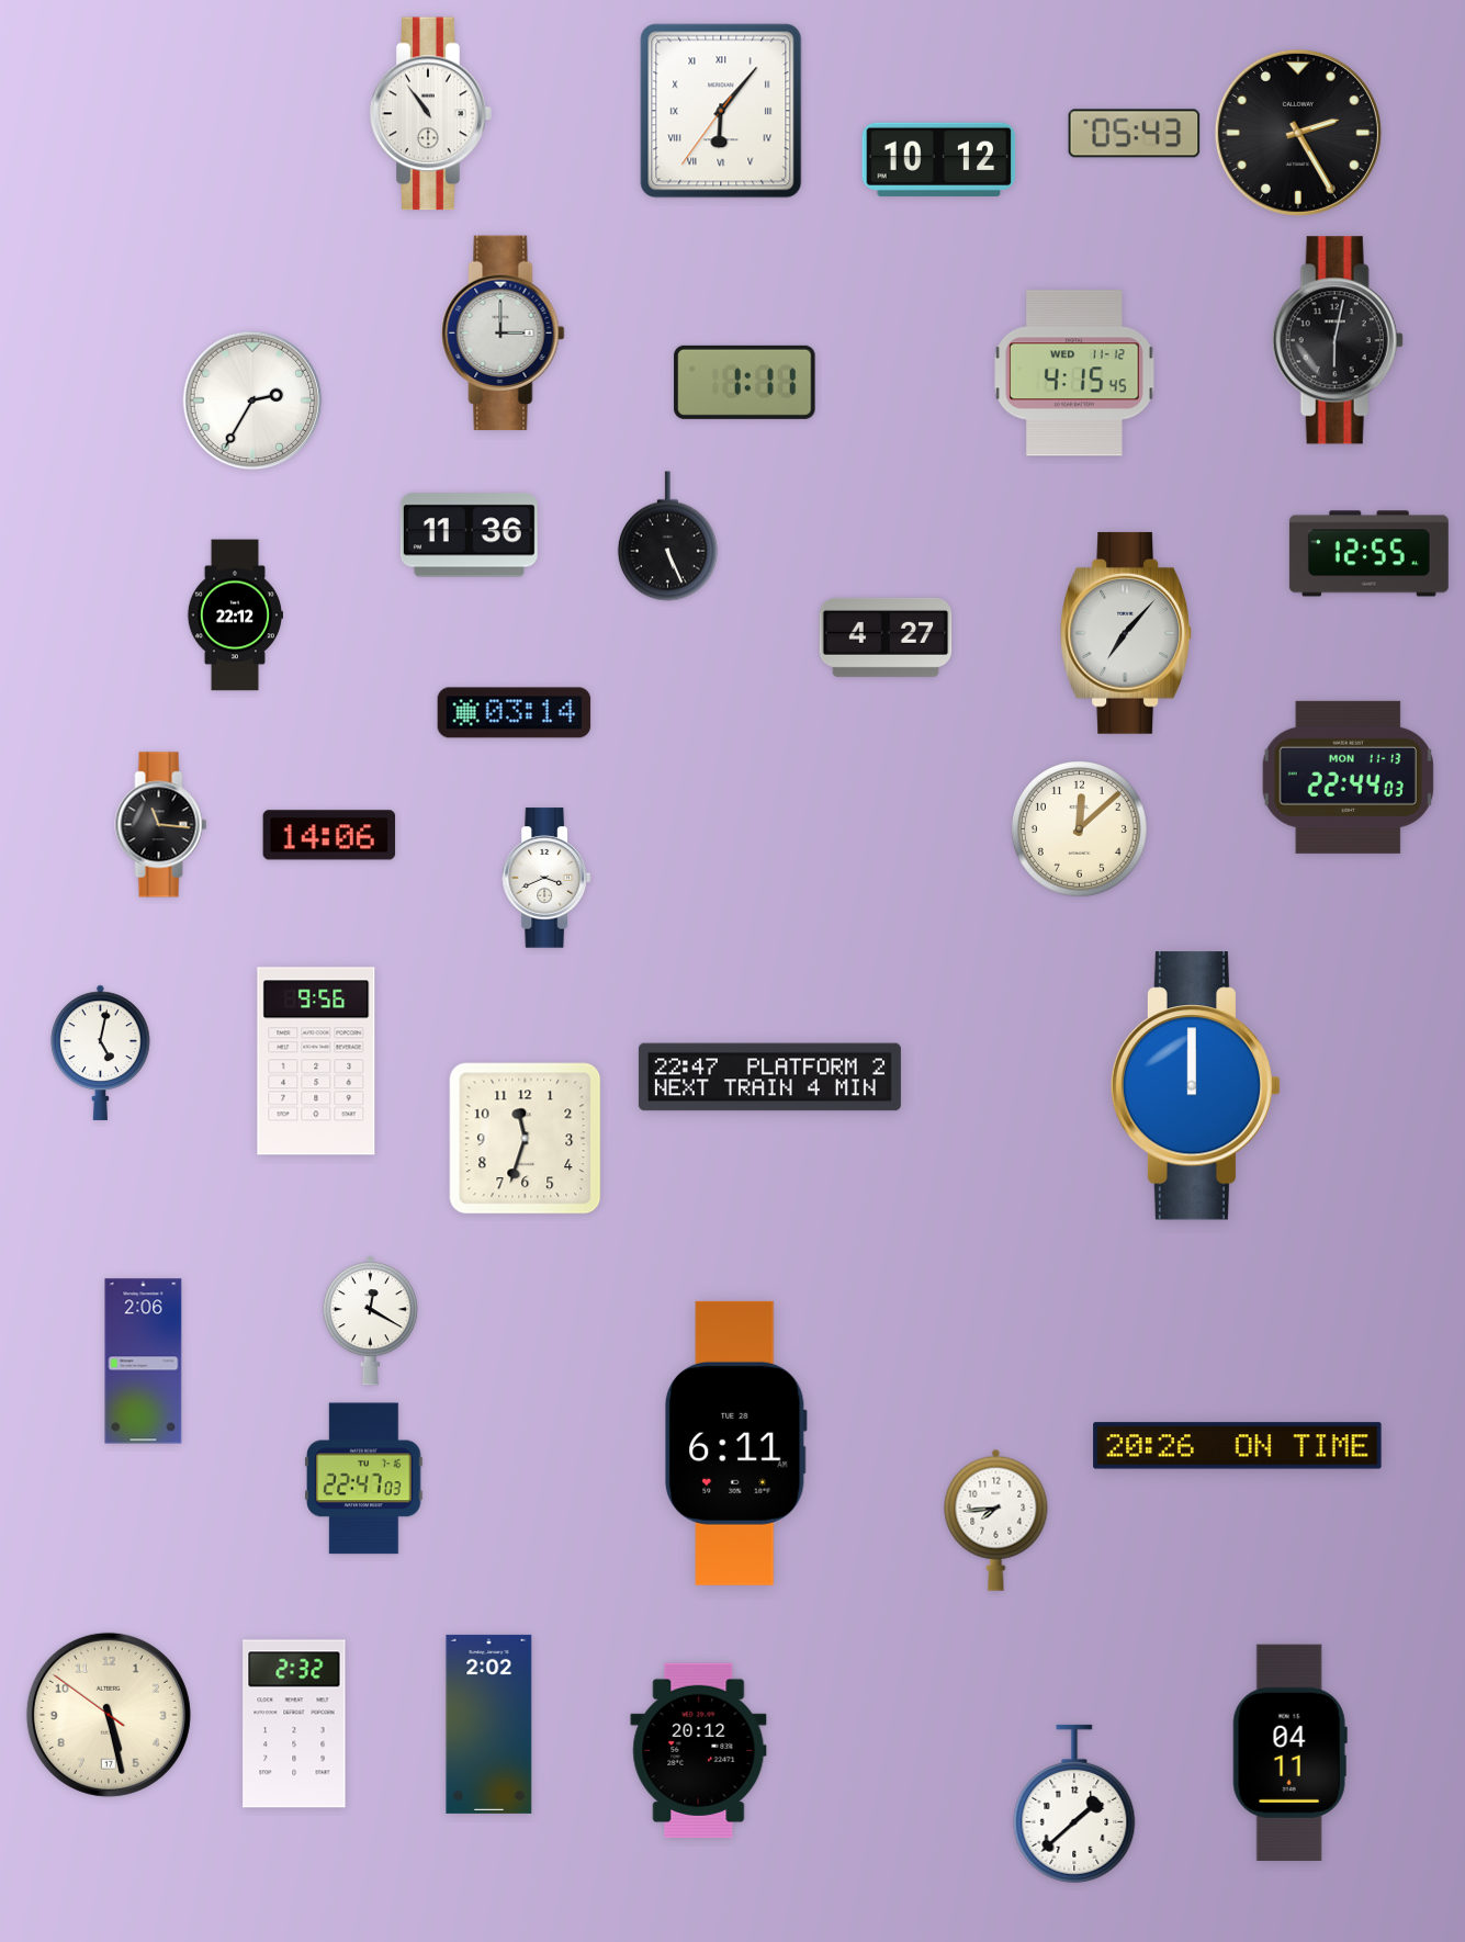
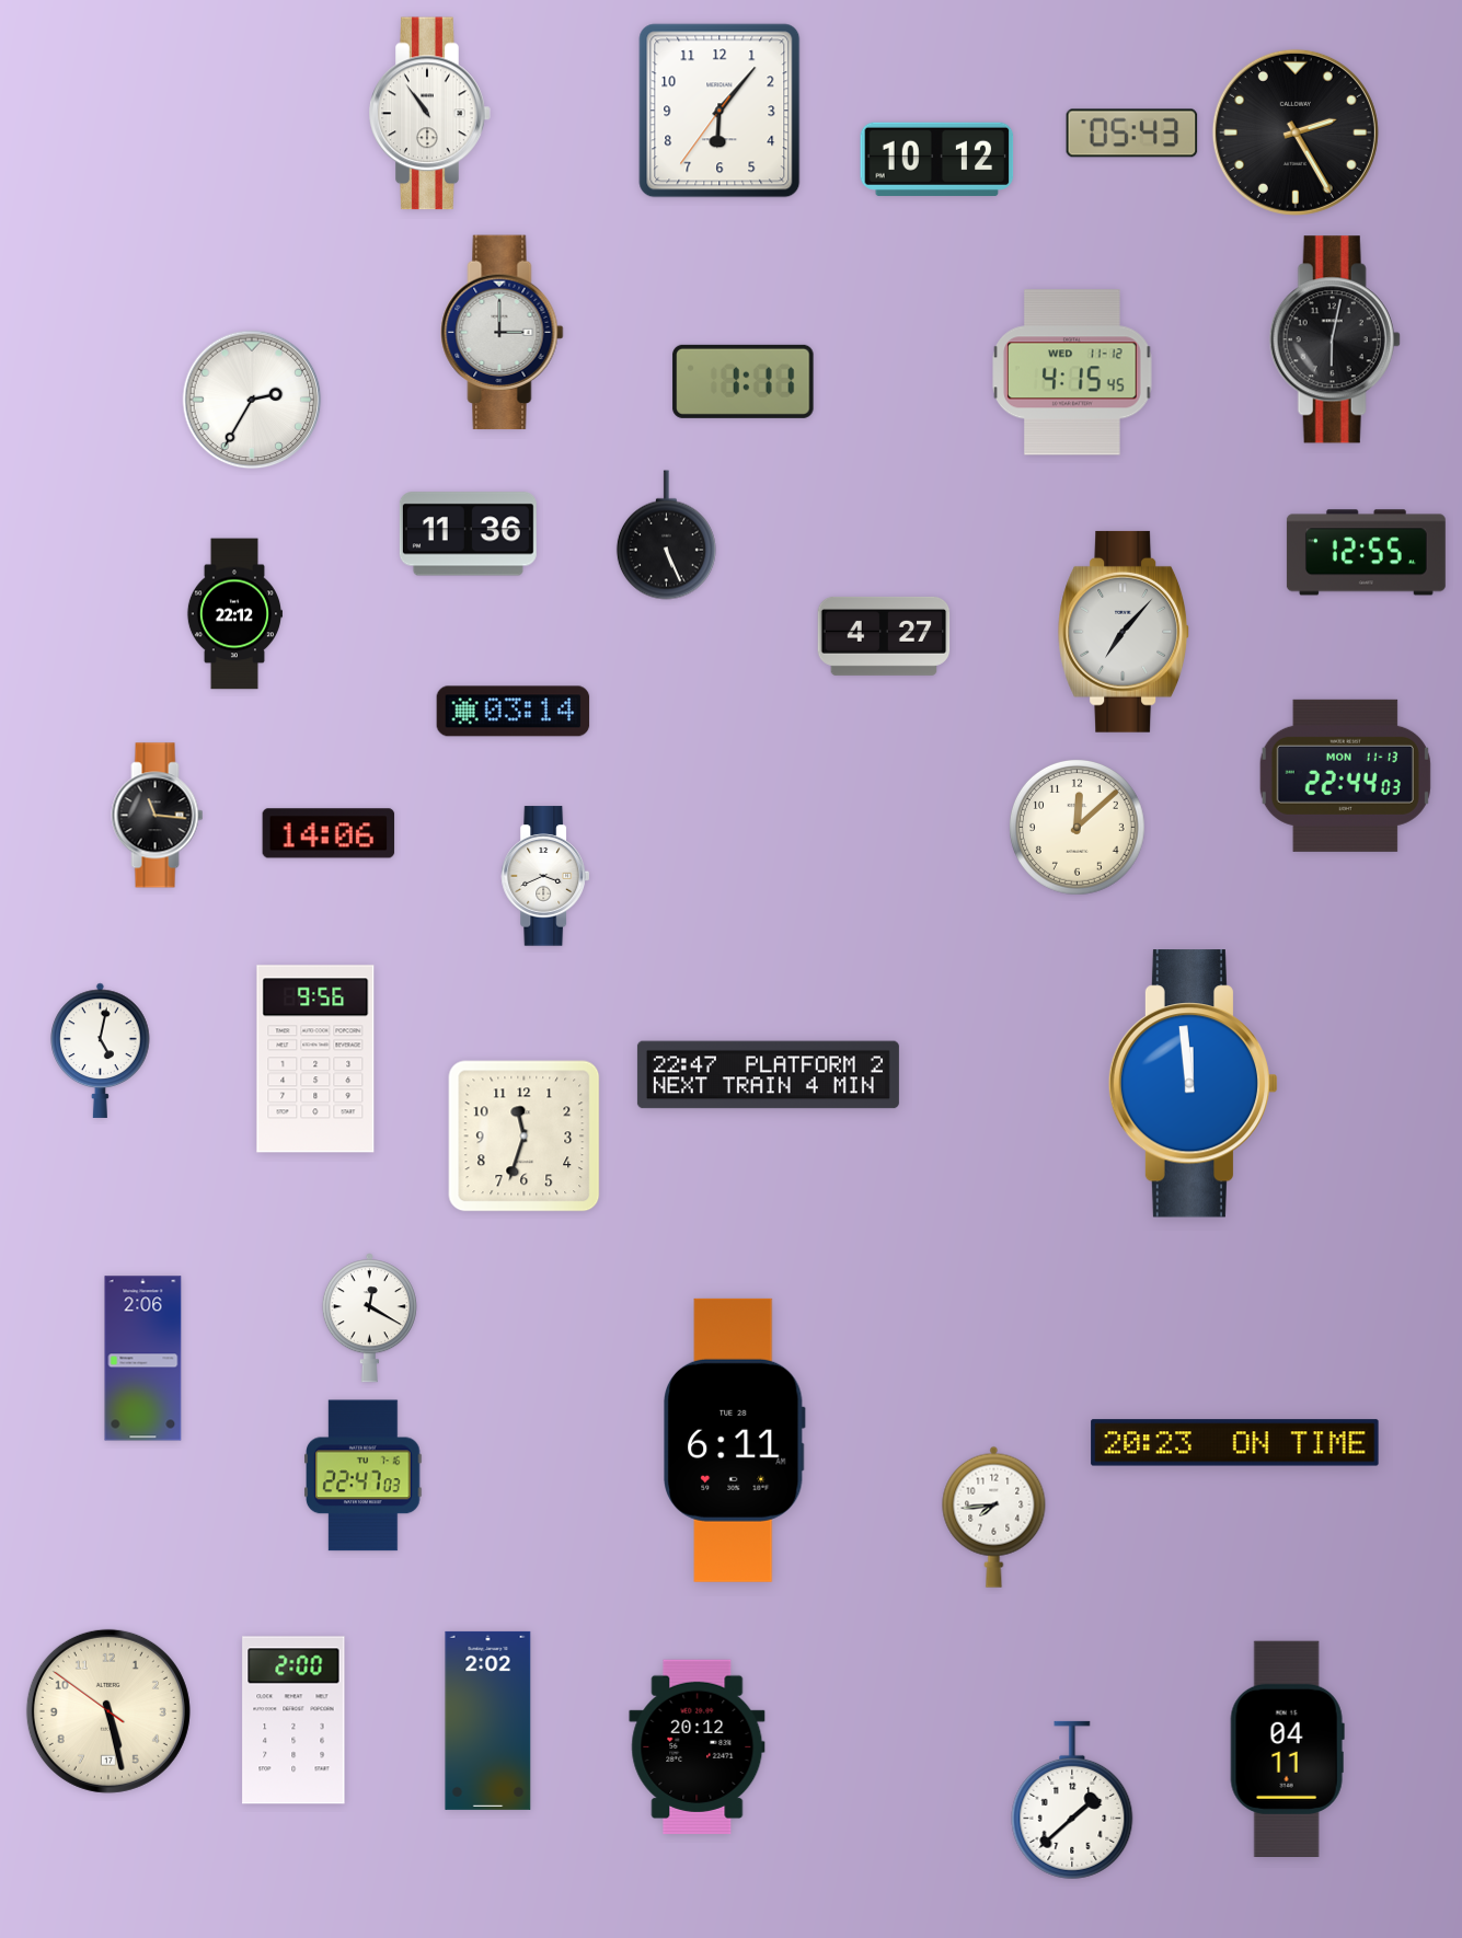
clock at (721, 111) numerals: Roman -> Arabic
clock at (161, 825) position: (161, 825) -> (158, 816)
clock at (1196, 1086): 12:00 -> 11:59
clock at (1238, 1446): 20:26 -> 20:23
clock at (294, 1724): 2:32 -> 2:00
